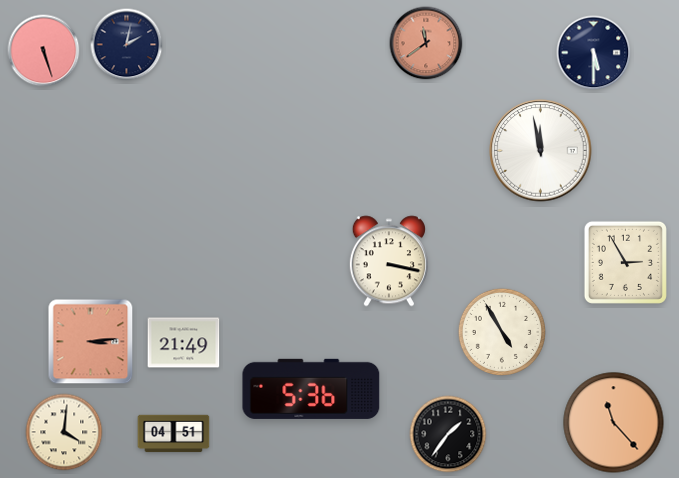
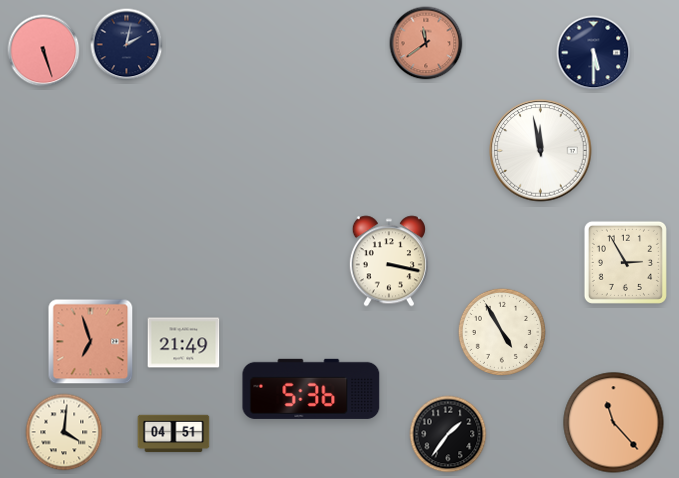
clock at (91, 342): 3:14 -> 6:57
